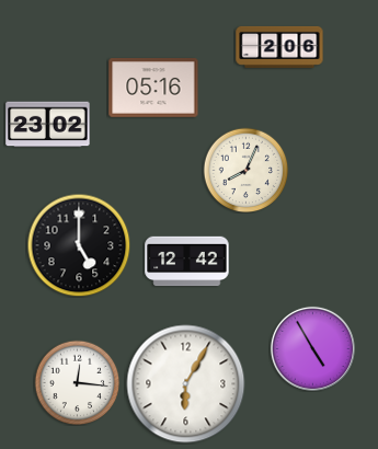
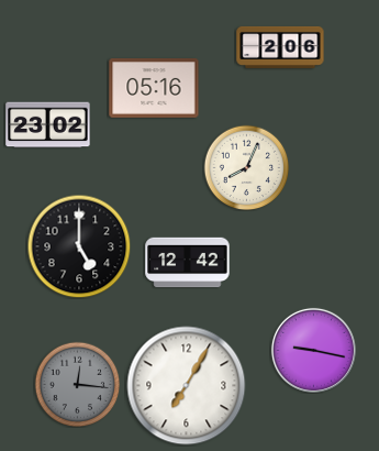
clock at (245, 170) position: (245, 170) -> (246, 167)
clock at (312, 348): 4:55 -> 9:17
clock at (77, 382) dial: white -> grey
clock at (186, 384): 6:05 -> 7:05
